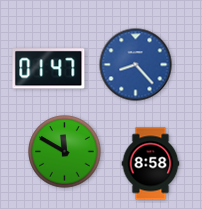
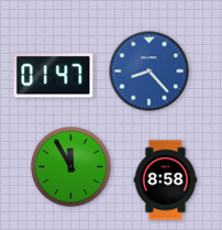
clock at (65, 152): 11:50 -> 11:55
